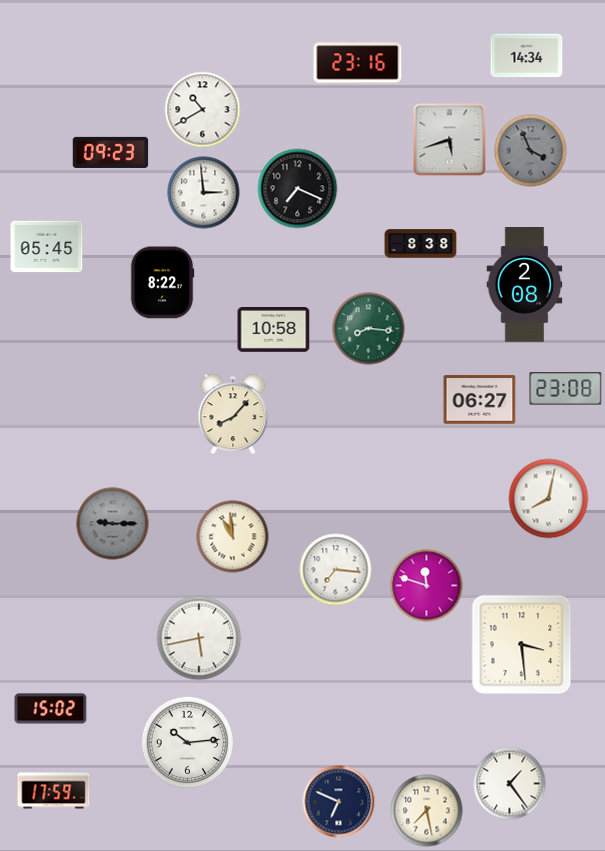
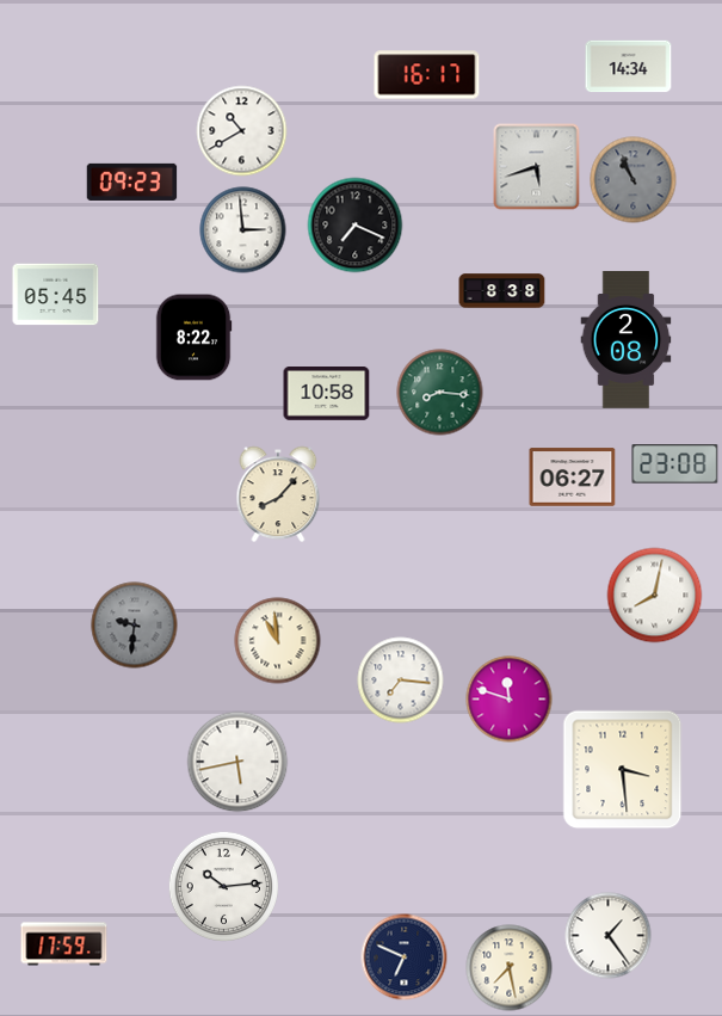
clock at (358, 63): 23:16 -> 16:17
clock at (531, 151): 3:56 -> 10:56
clock at (113, 524): 9:15 -> 9:31
clock at (51, 709): 15:02 -> none
